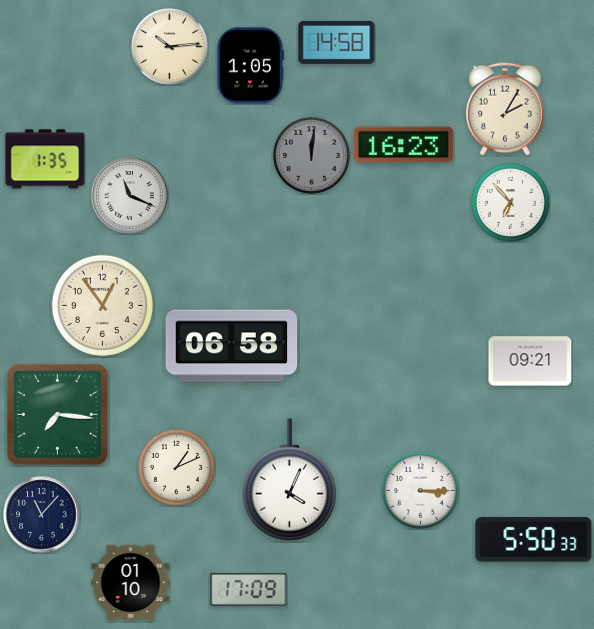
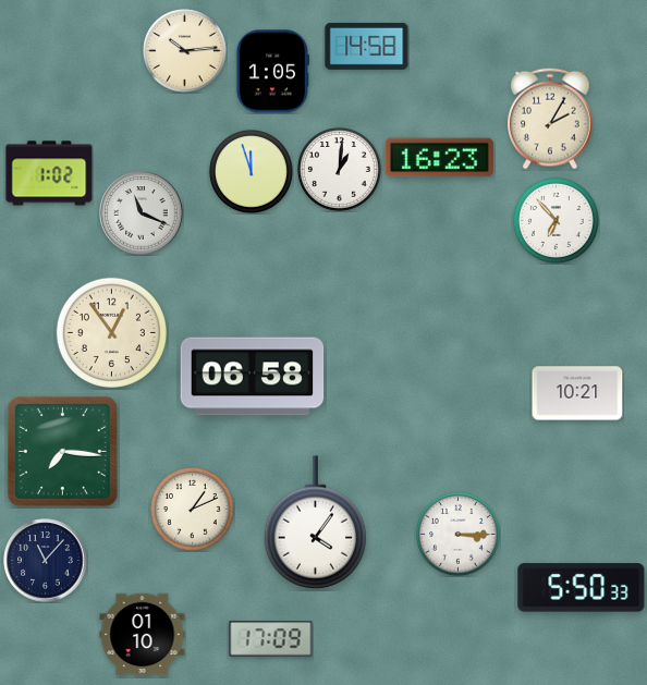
clock at (311, 155): 12:01 -> 1:01
clock at (311, 155) dial: grey -> white
clock at (251, 171): none -> 11:57
clock at (45, 159): 1:35 -> 1:02
clock at (530, 361): 09:21 -> 10:21
clock at (290, 480): 4:04 -> 4:06
clock at (249, 590) position: (249, 590) -> (271, 639)
